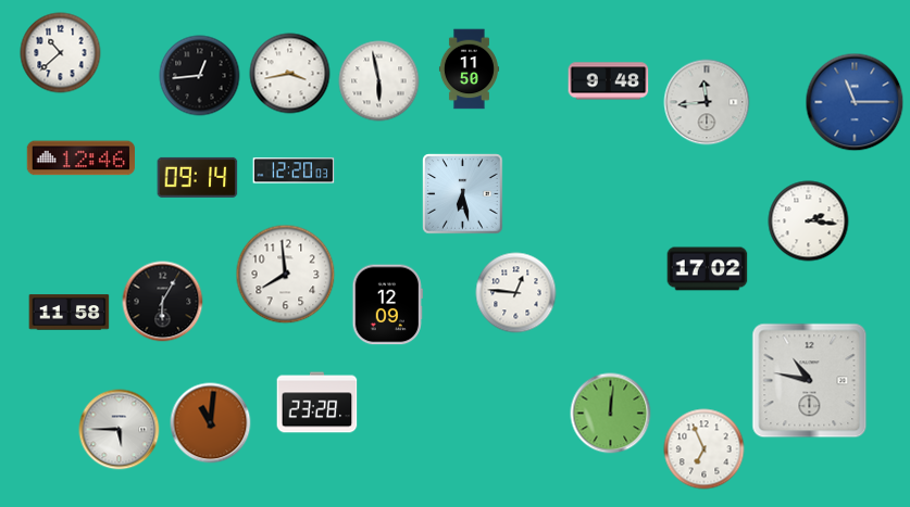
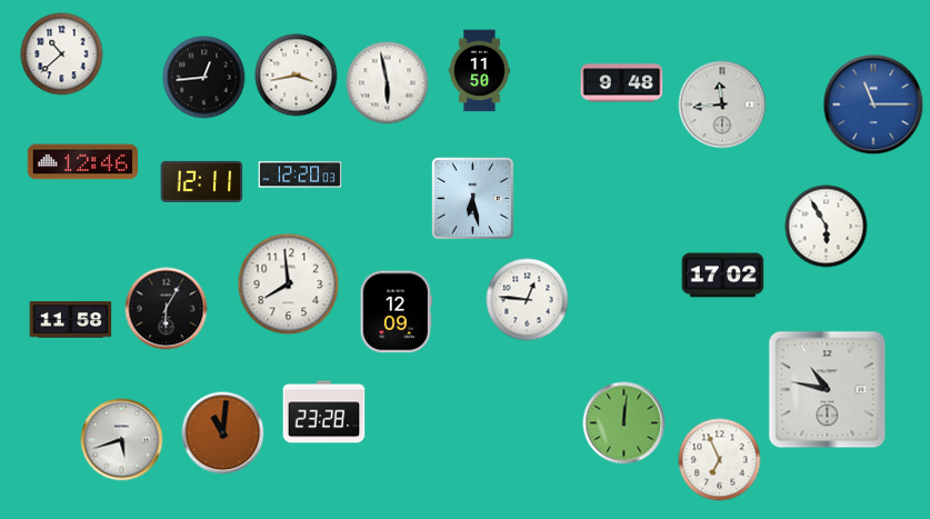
clock at (198, 177): 09:14 -> 12:11
clock at (809, 221): 2:16 -> 5:55
clock at (286, 275) position: (286, 275) -> (289, 285)
clock at (211, 423) position: (211, 423) -> (223, 433)
clock at (120, 430): 5:45 -> 5:42
